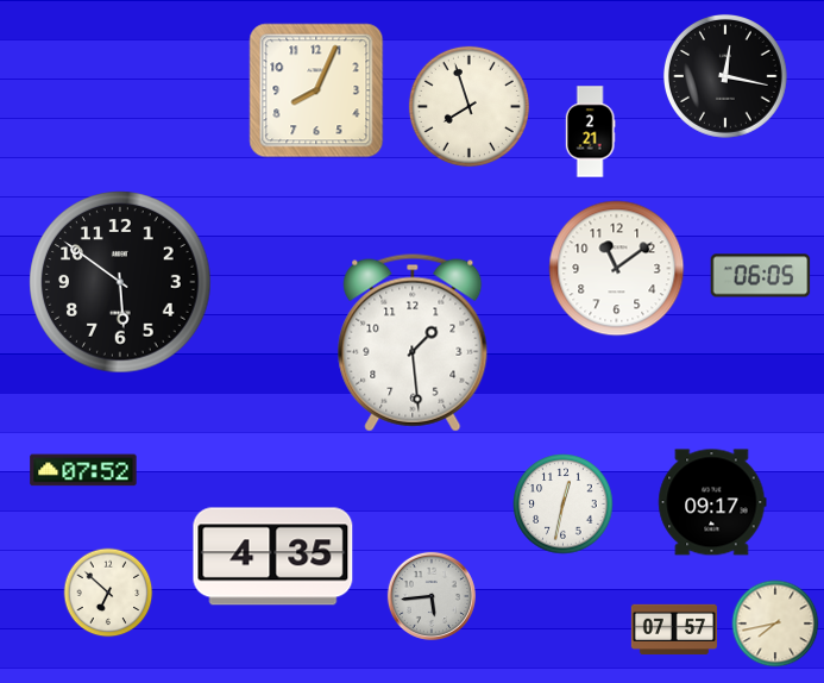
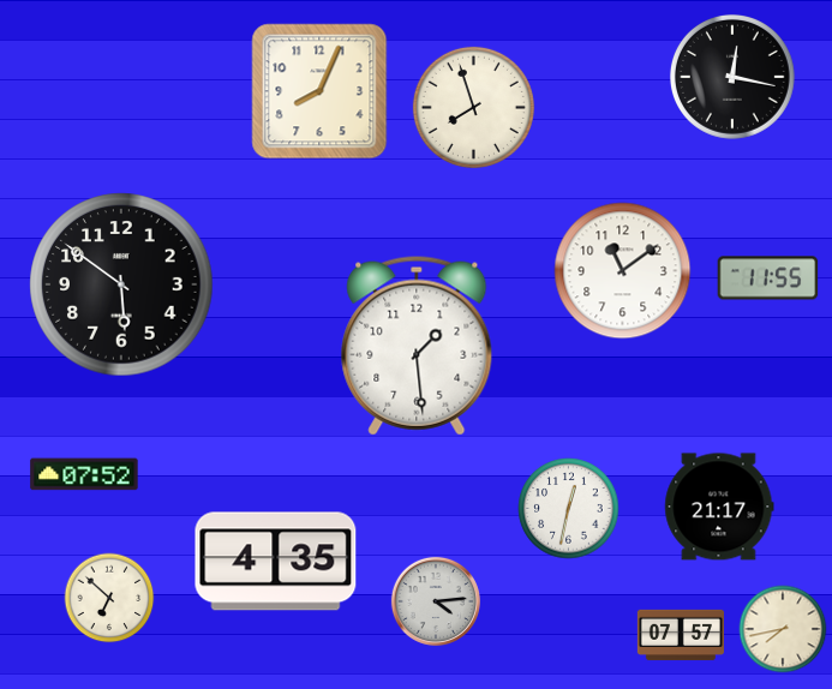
clock at (590, 132): 2:21 -> none
clock at (761, 276): 06:05 -> 11:55
clock at (712, 502): 09:17 -> 21:17
clock at (432, 596): 5:44 -> 4:14
